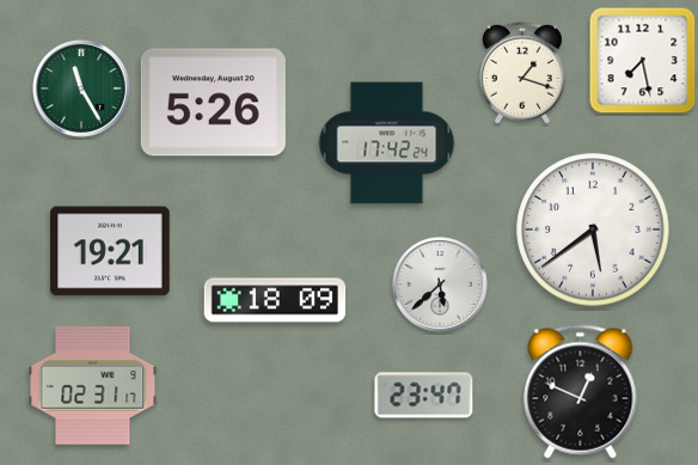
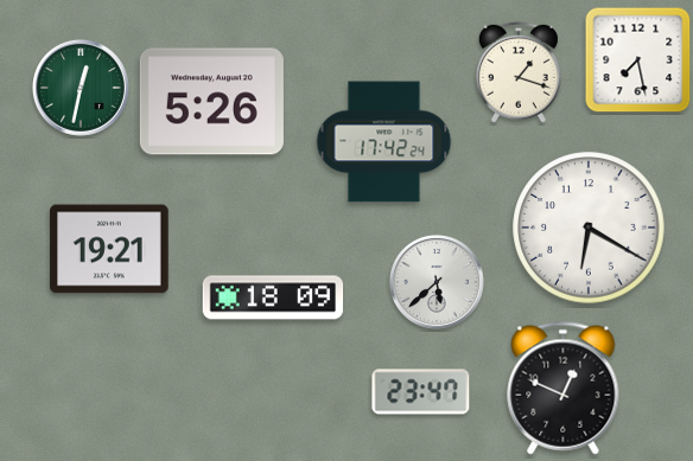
clock at (81, 88): 11:25 -> 12:32
clock at (593, 230): 5:39 -> 6:20
clock at (93, 385): 02:31 -> none
clock at (581, 392) position: (581, 392) -> (564, 389)
